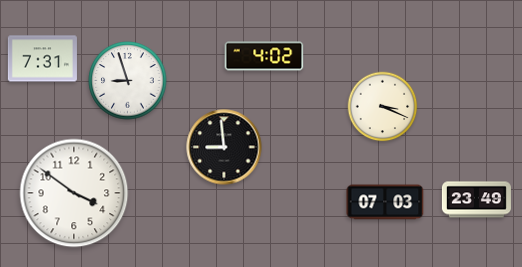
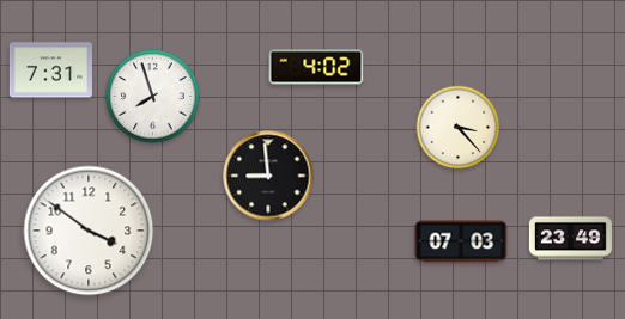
clock at (128, 81): 8:57 -> 7:57
clock at (383, 107): 3:19 -> 3:23
